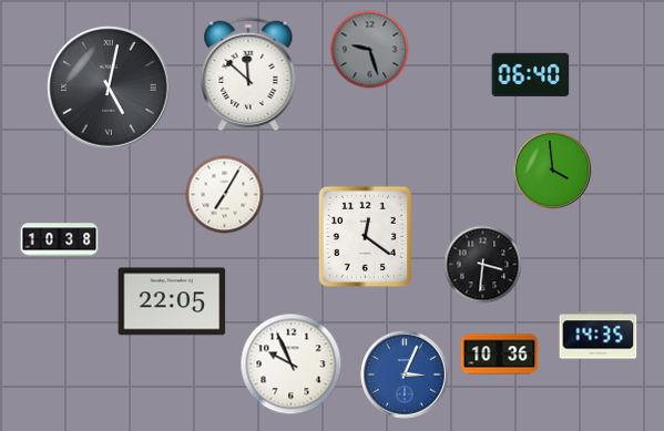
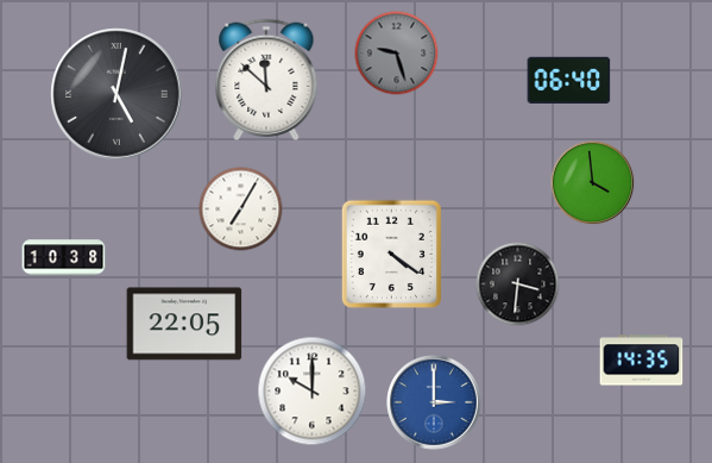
clock at (365, 236): 12:21 -> 4:21
clock at (500, 355): 10:36 -> none
clock at (292, 365): 9:56 -> 10:00
clock at (405, 374): 3:04 -> 3:00
